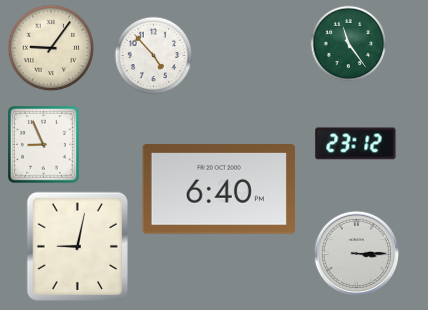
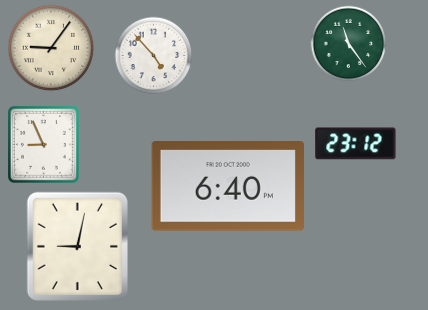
clock at (219, 189) position: (219, 189) -> (228, 186)
clock at (356, 253): 3:15 -> none
